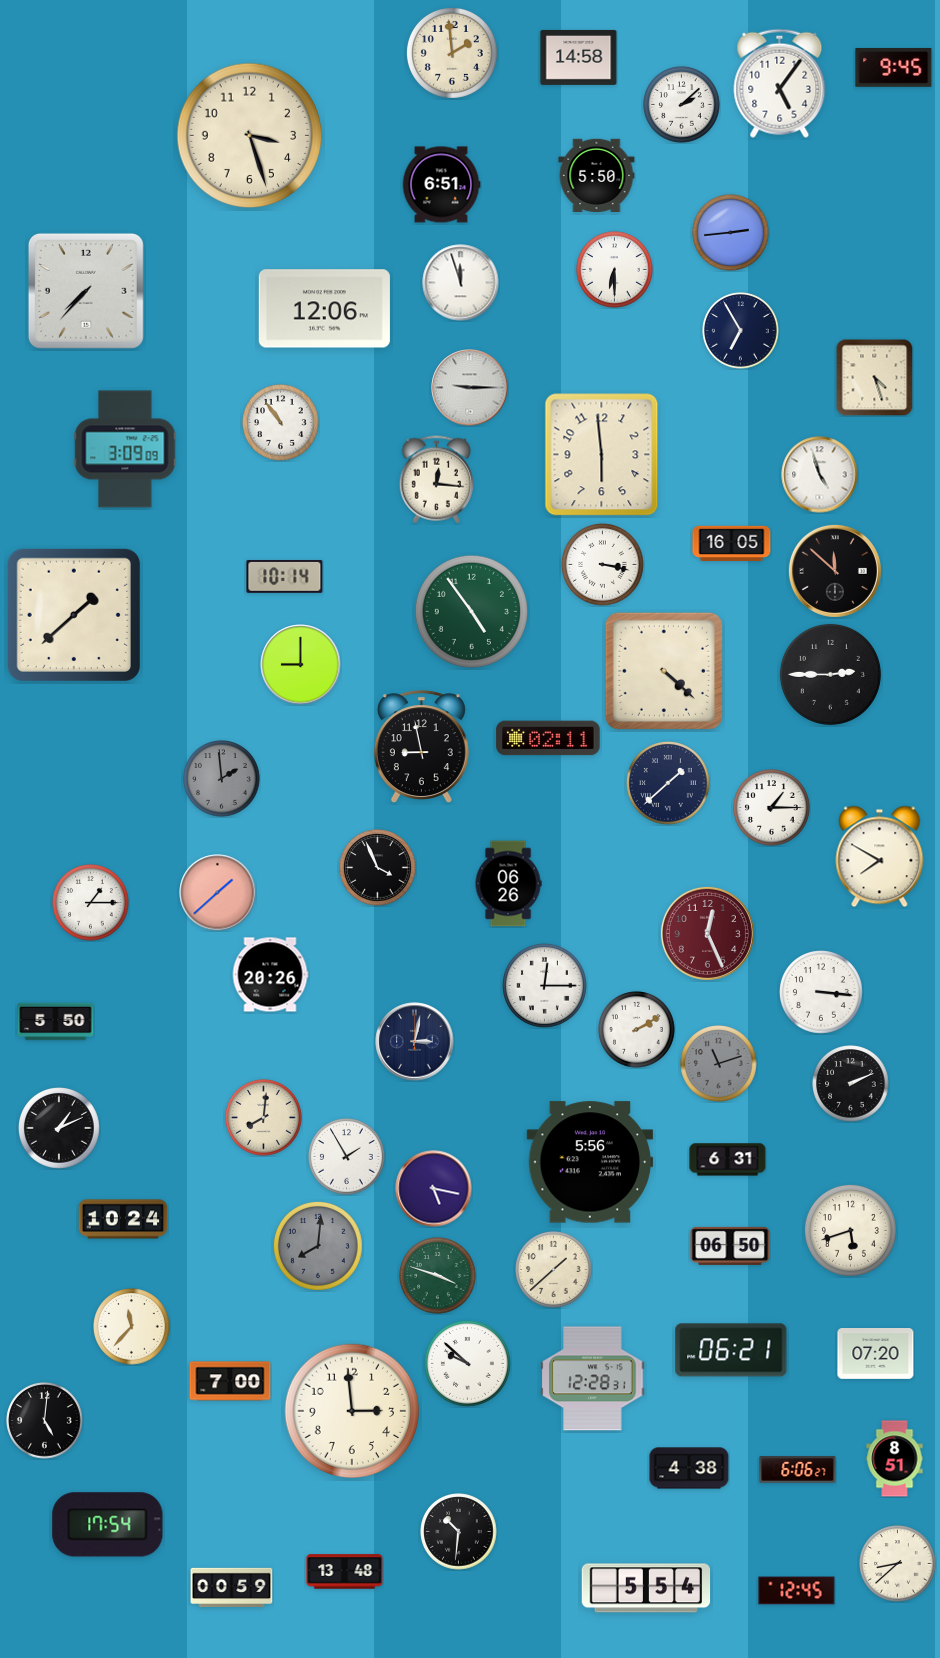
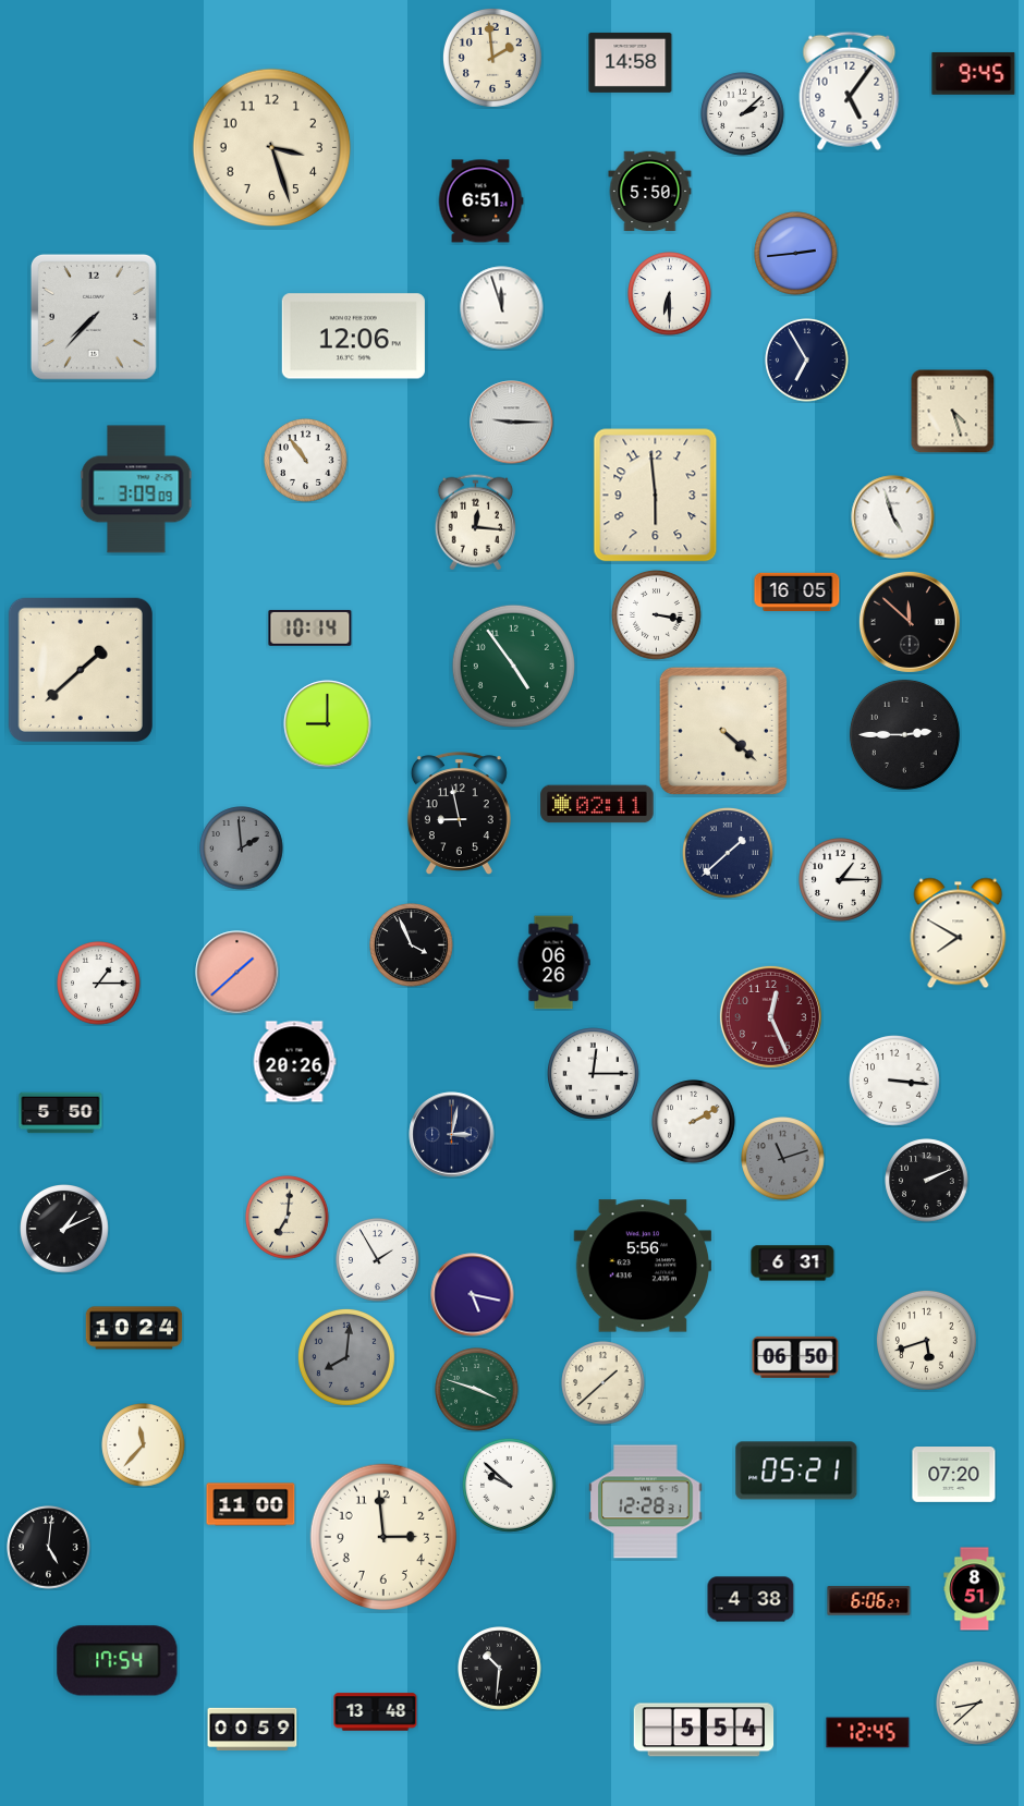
clock at (264, 1118): 8:01 -> 7:01
clock at (731, 1350): 06:21 -> 05:21
clock at (230, 1381): 7:00 -> 11:00
